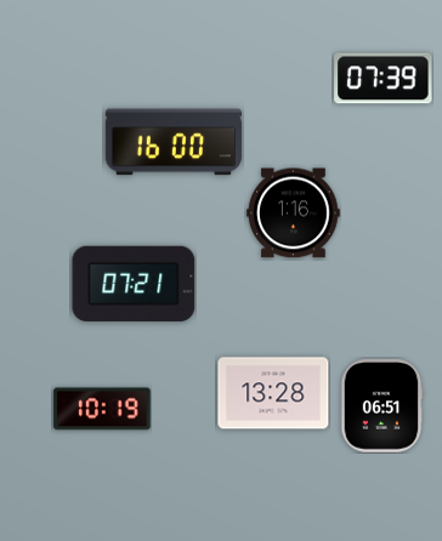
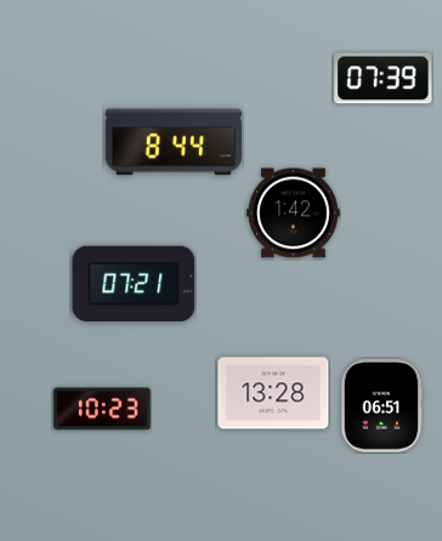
clock at (174, 142): 16:00 -> 8:44
clock at (294, 213): 1:16 -> 1:42
clock at (102, 409): 10:19 -> 10:23
